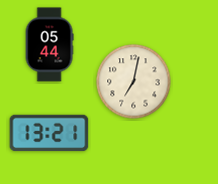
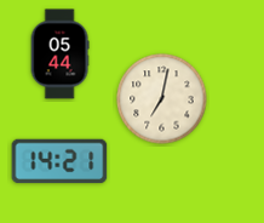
clock at (49, 133): 13:21 -> 14:21
